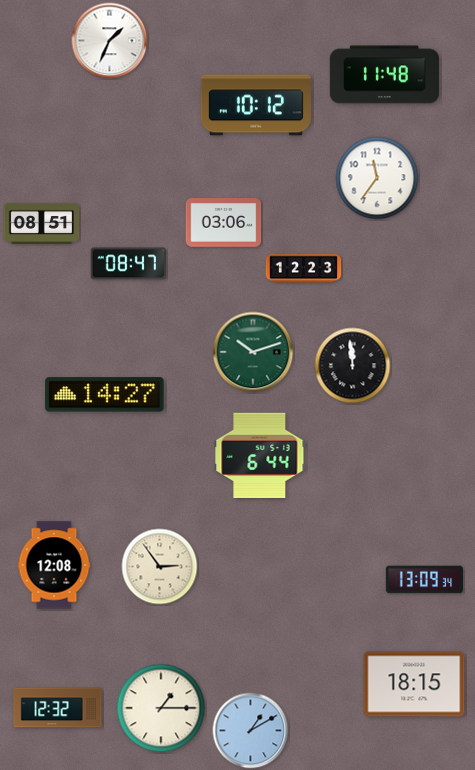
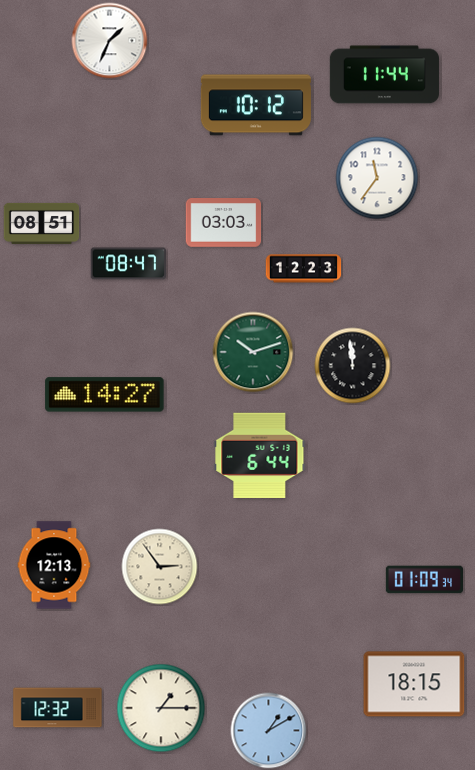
clock at (384, 75): 11:48 -> 11:44
clock at (224, 223): 03:06 -> 03:03
clock at (54, 565): 12:08 -> 12:13
clock at (424, 580): 13:09 -> 01:09
clock at (251, 731) position: (251, 731) -> (269, 731)
